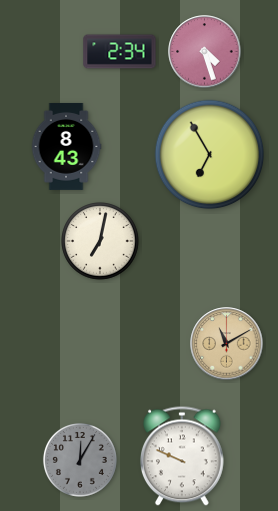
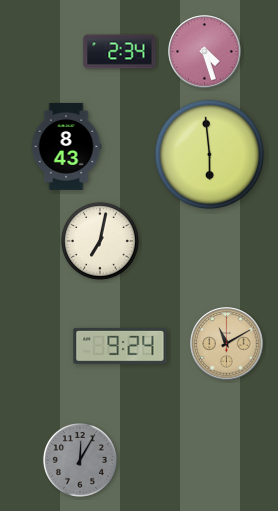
clock at (210, 155): 6:55 -> 5:59
clock at (120, 346): none -> 9:24
clock at (183, 456): 9:49 -> none
